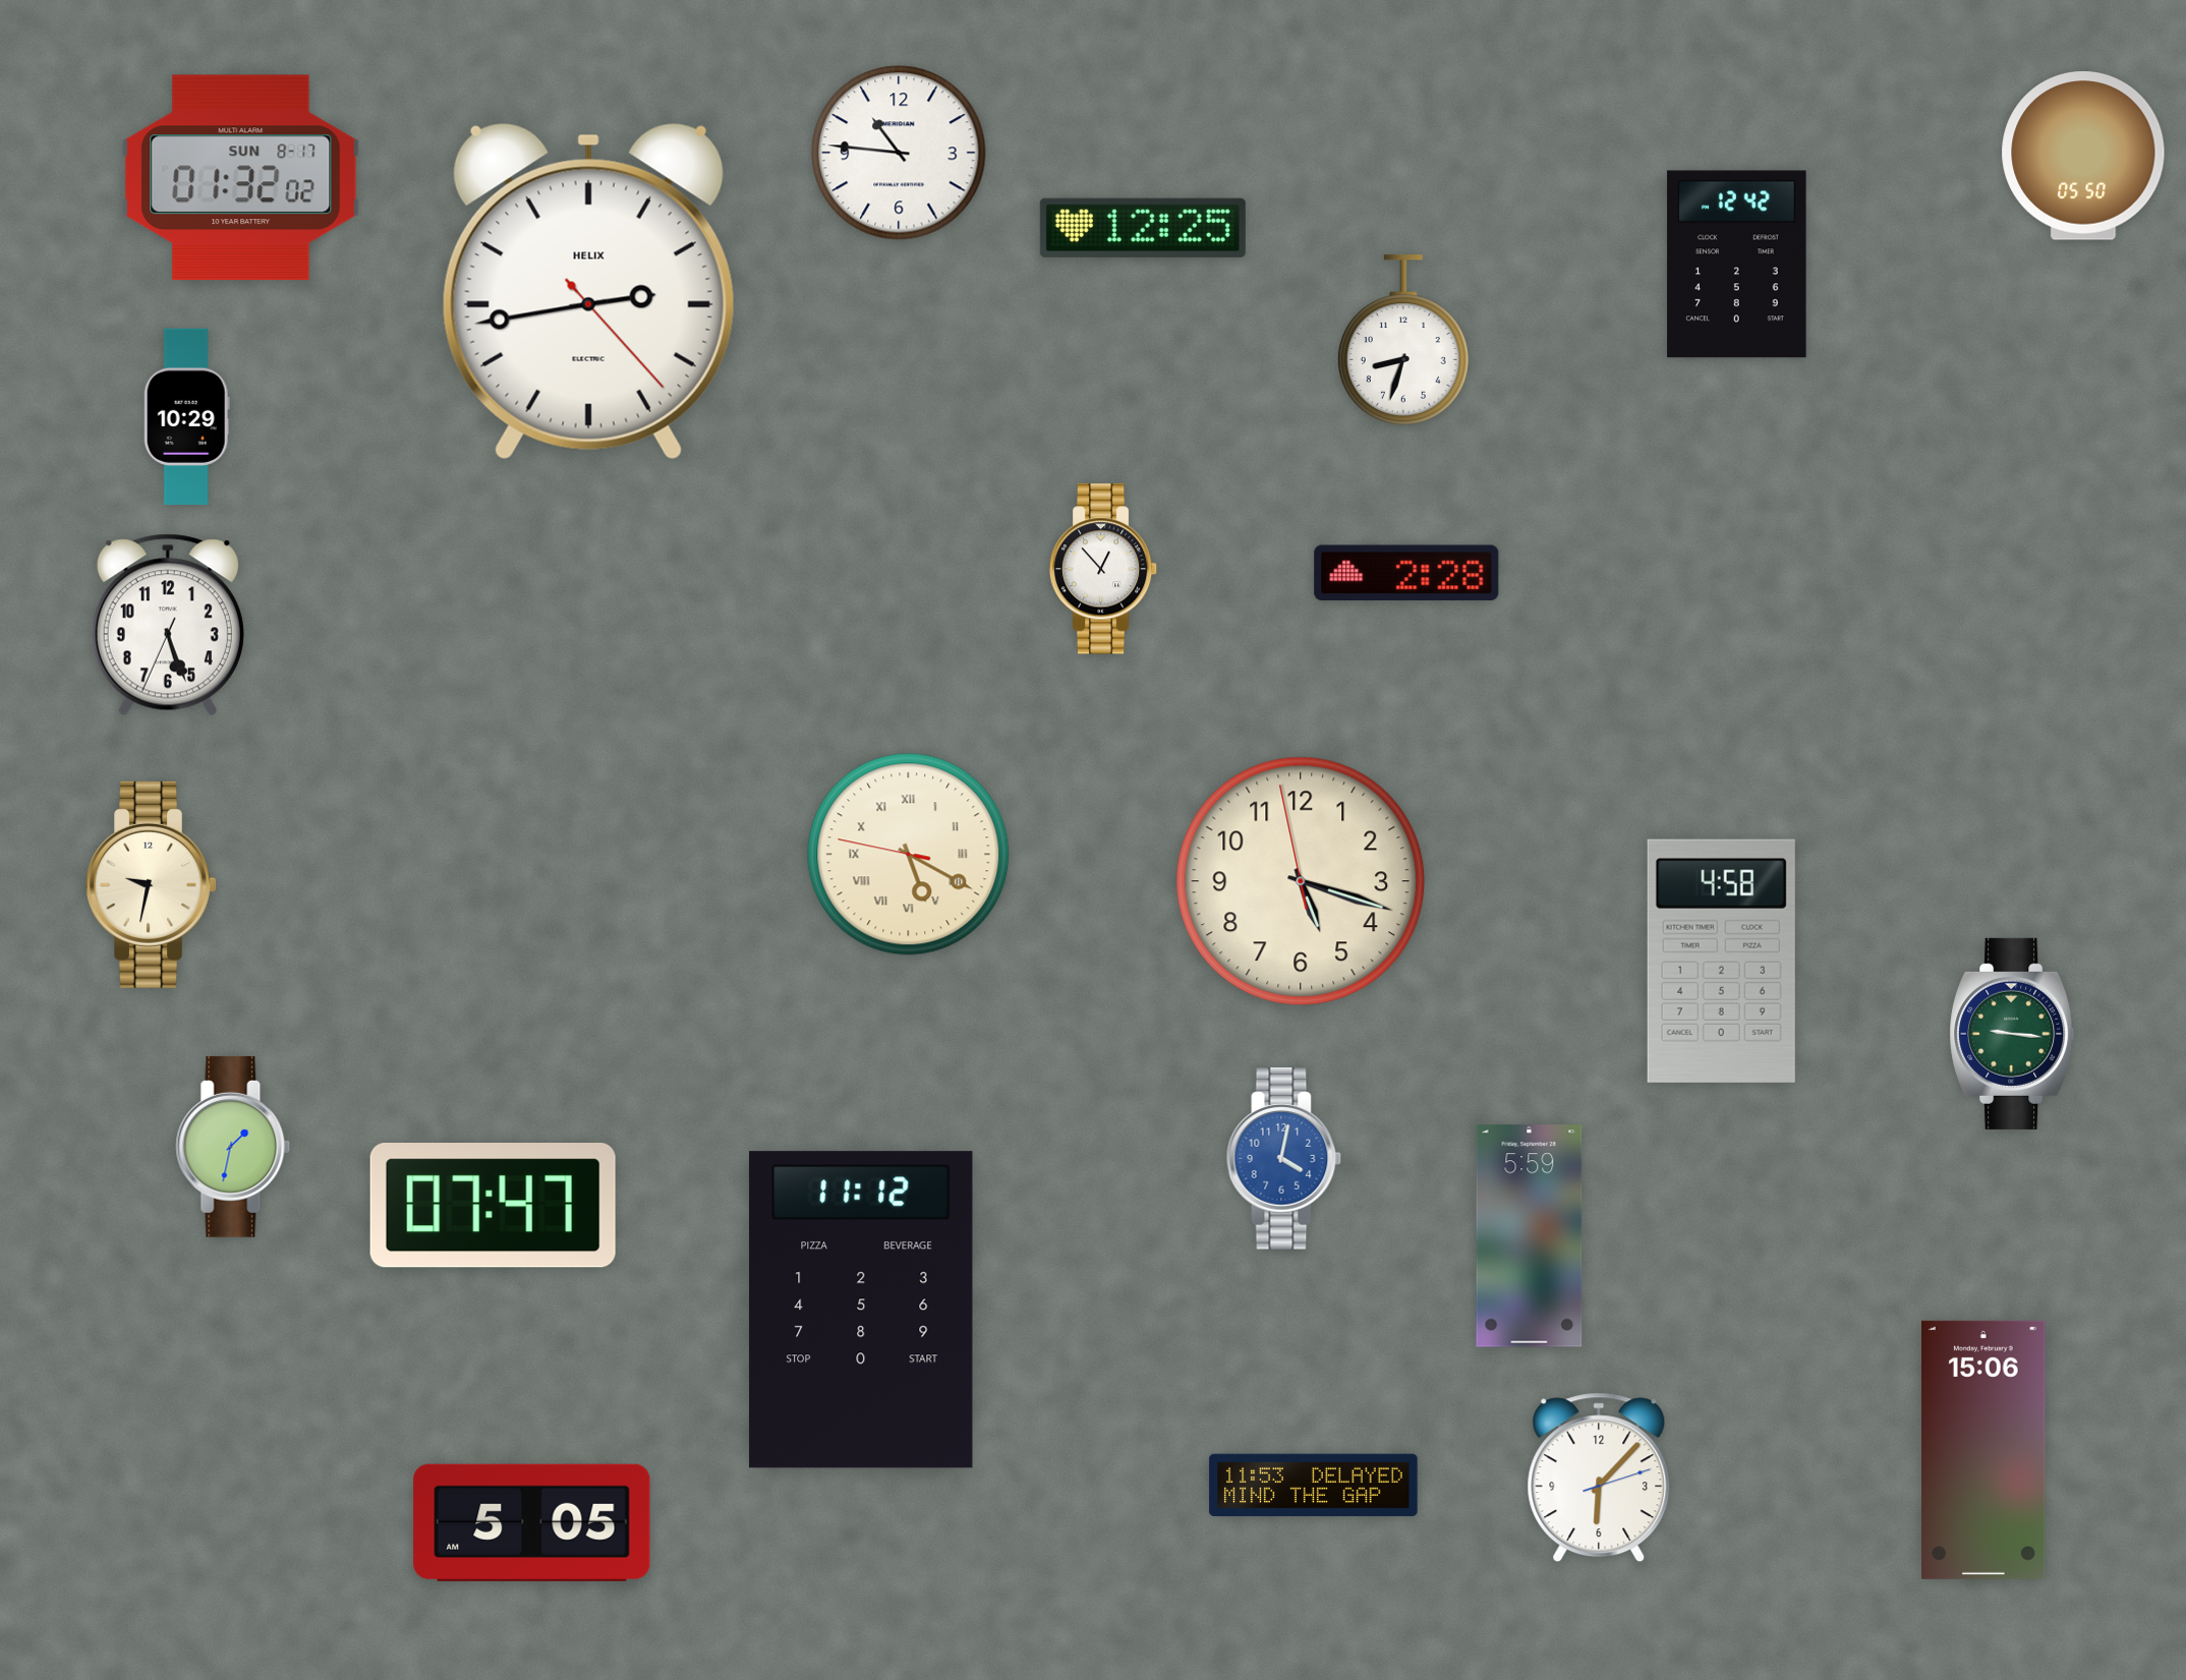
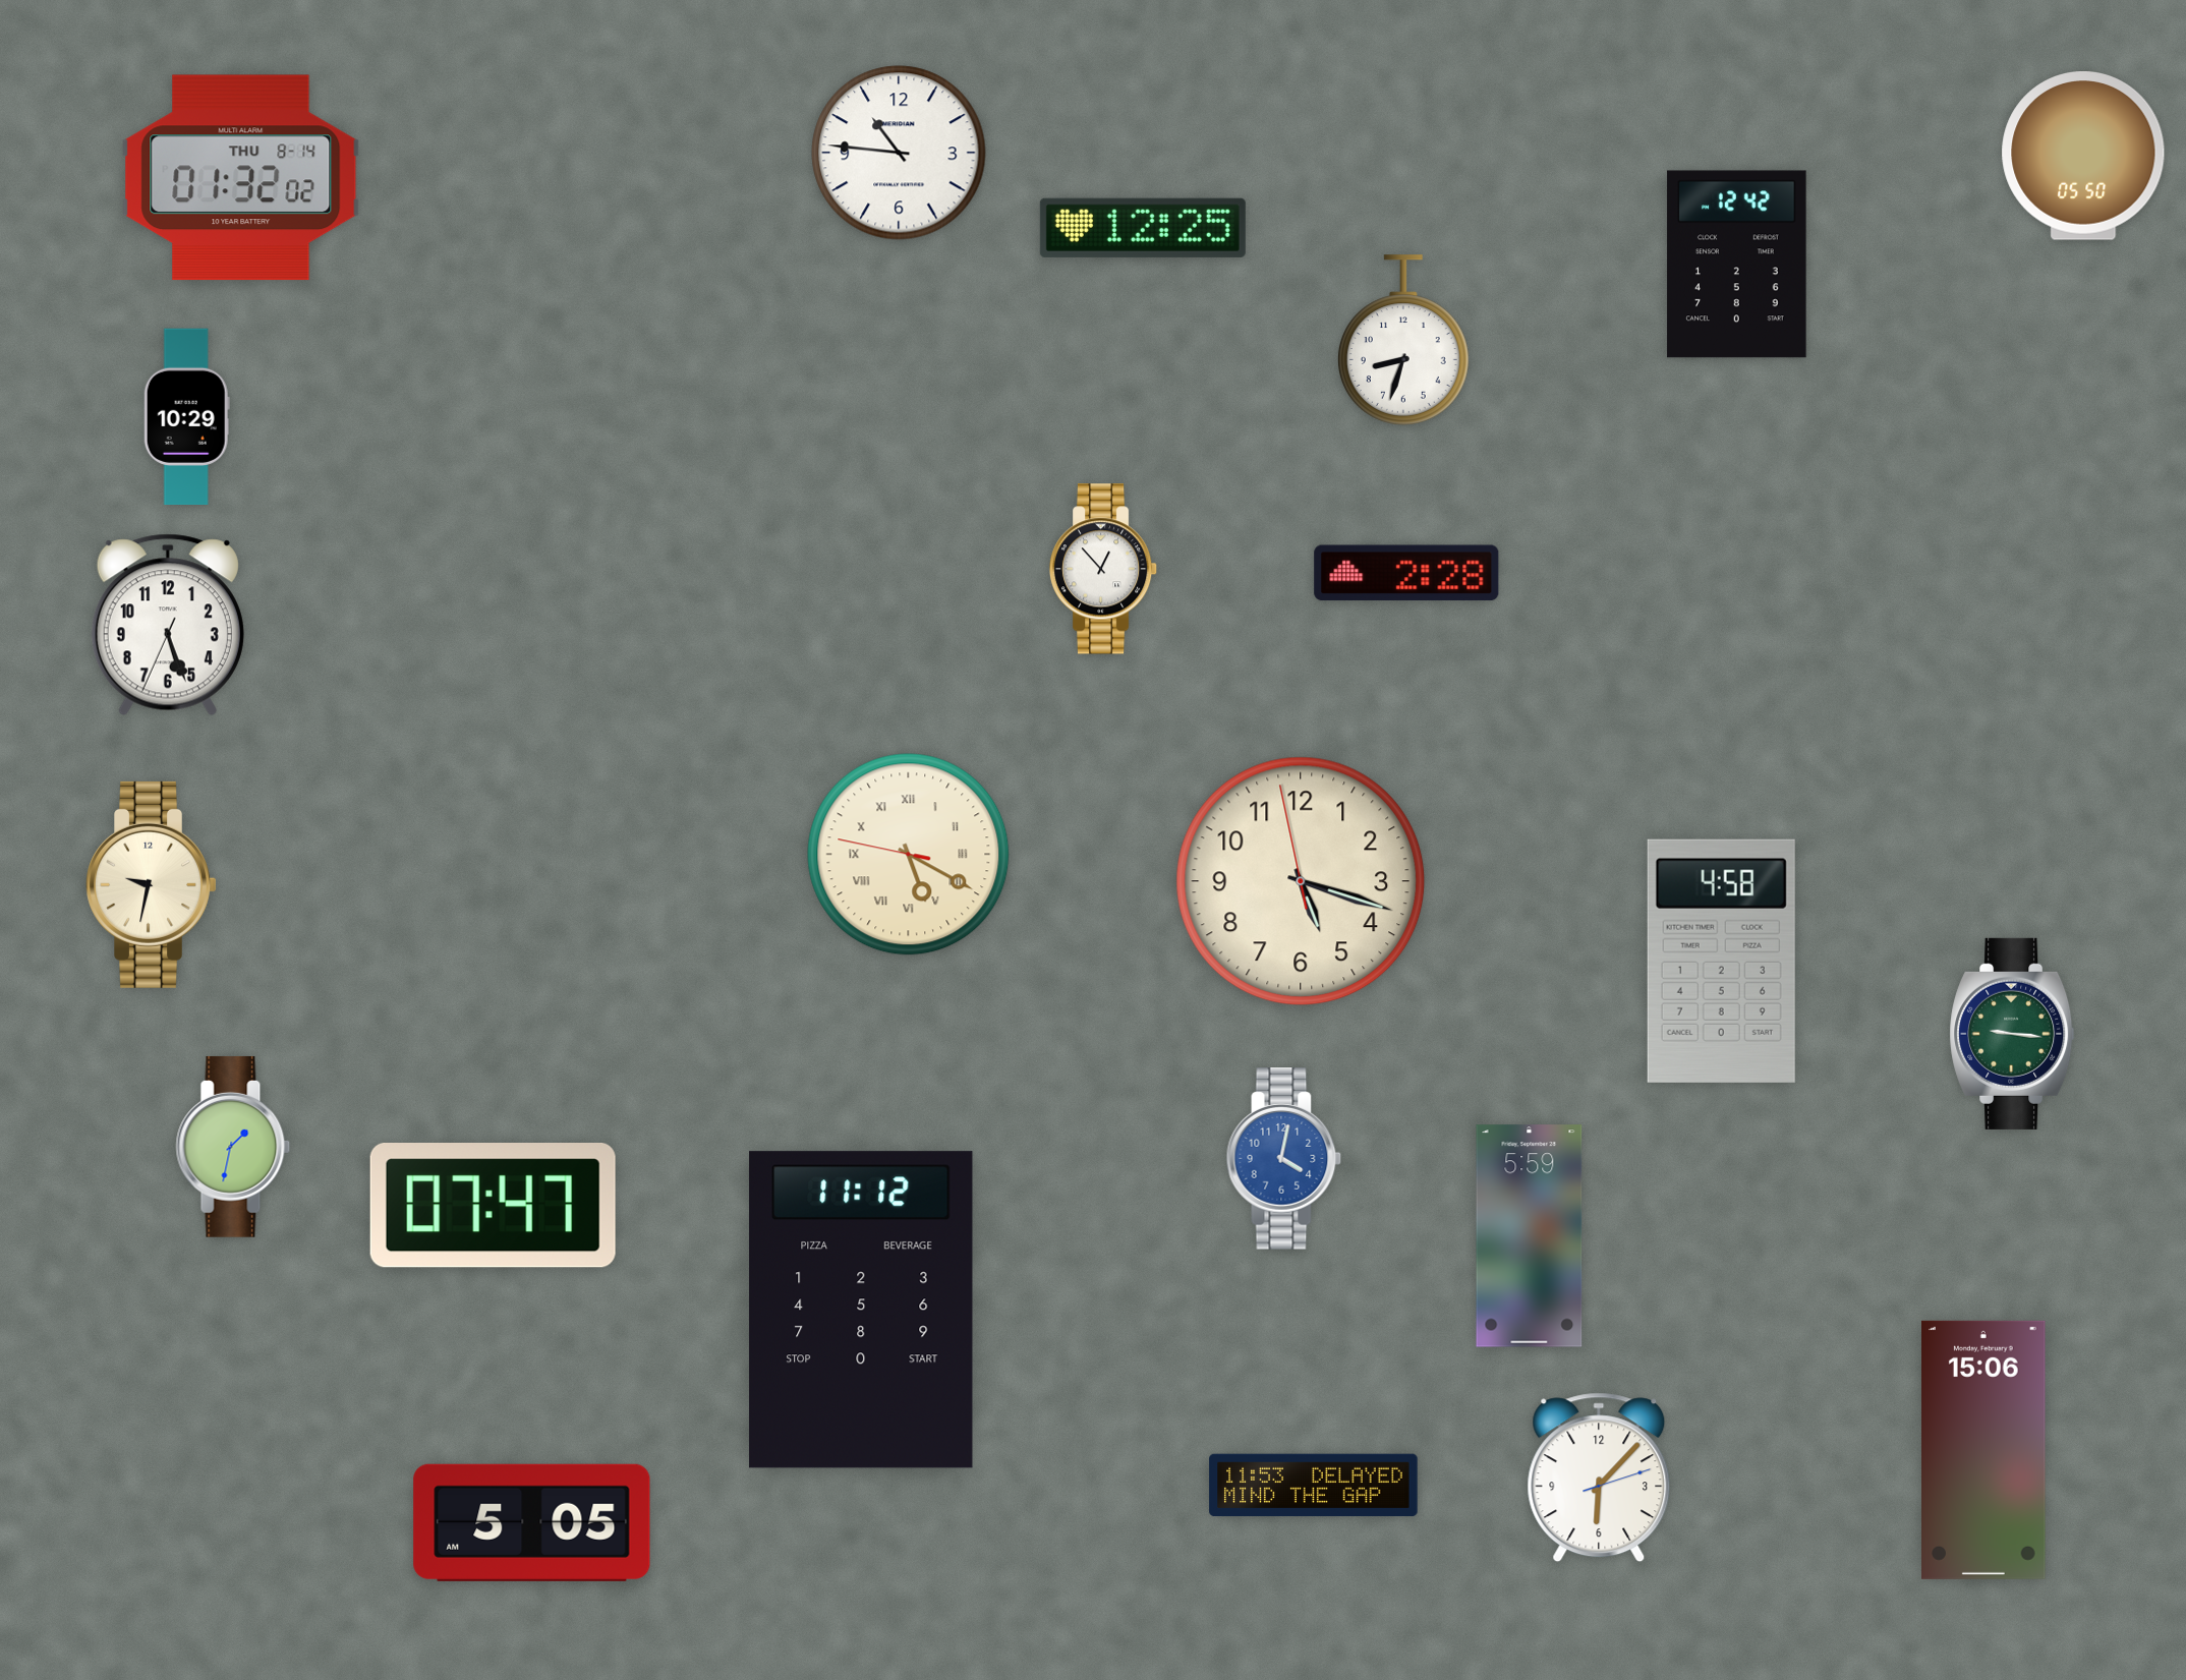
clock at (241, 178) date: SUN 8-17 -> THU 8-14
clock at (588, 291): 2:43 -> none
